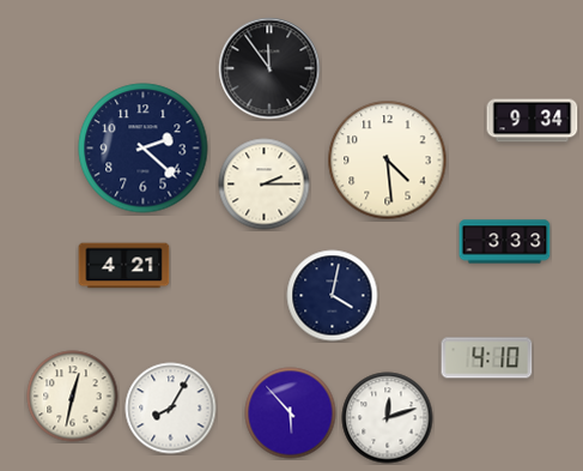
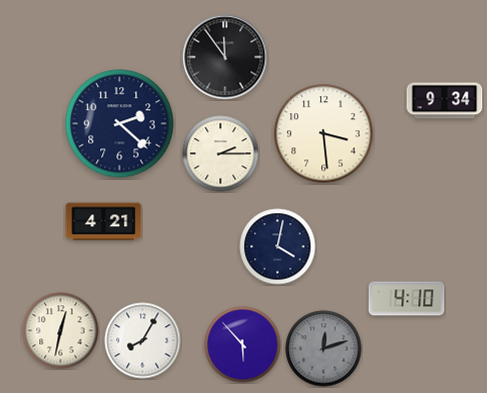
clock at (388, 161): 4:29 -> 3:29
clock at (505, 242): 3:33 -> none
clock at (388, 418) dial: white -> grey
